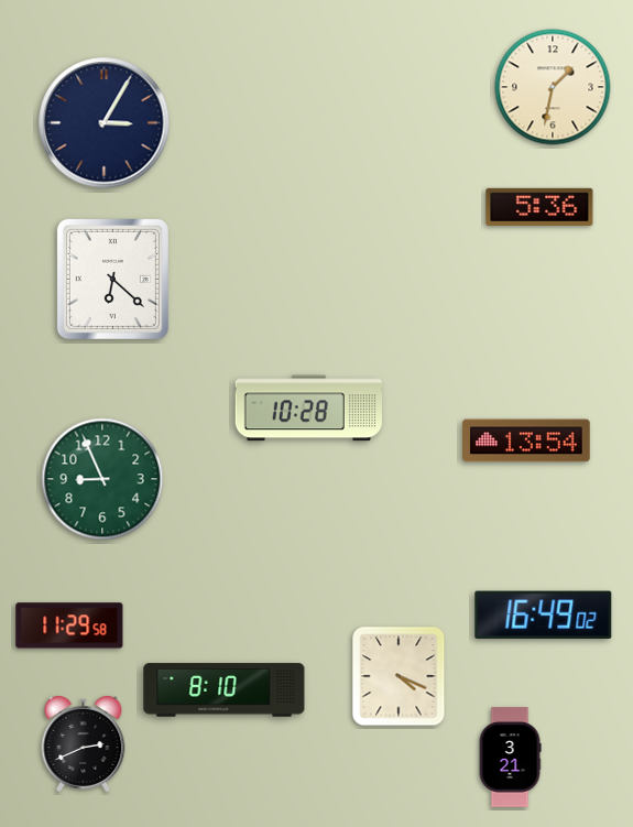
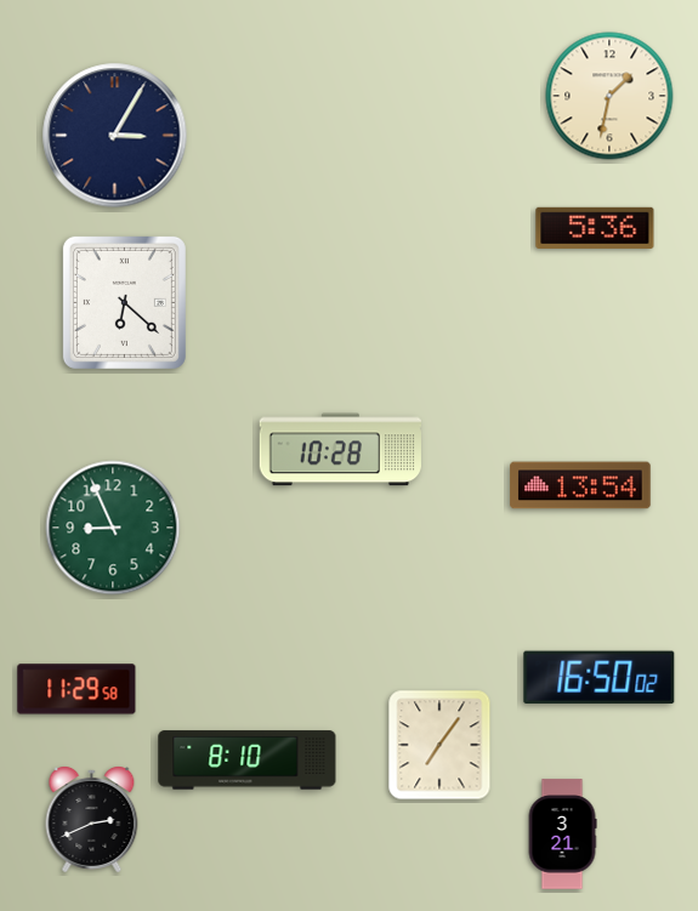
clock at (112, 279) position: (112, 279) -> (124, 302)
clock at (544, 614): 16:49 -> 16:50
clock at (399, 676): 4:19 -> 7:06
